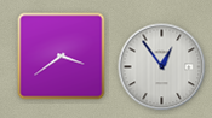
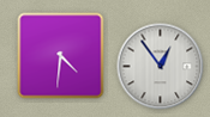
clock at (62, 57): 3:39 -> 4:31
